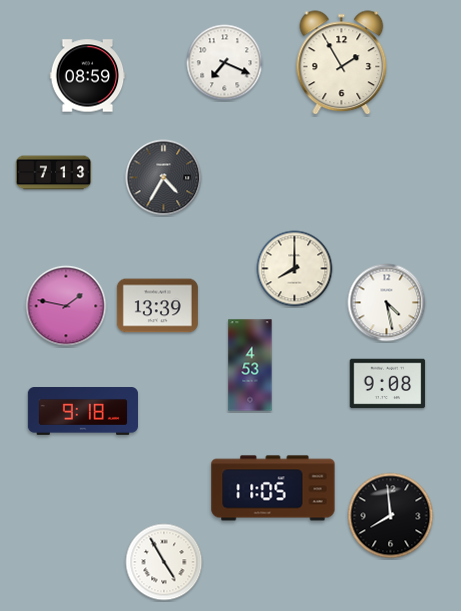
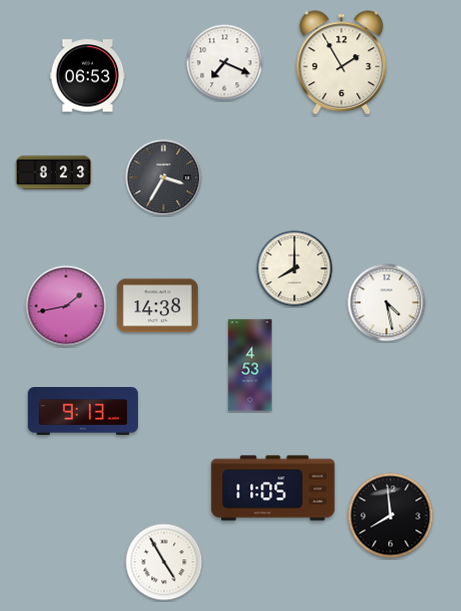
clock at (88, 76): 08:59 -> 06:53
clock at (54, 173): 7:13 -> 8:23
clock at (164, 178): 4:35 -> 3:35
clock at (66, 306): 1:47 -> 1:43
clock at (157, 306): 13:39 -> 14:38
clock at (388, 384): 9:08 -> none
clock at (82, 412): 9:18 -> 9:13
